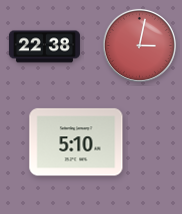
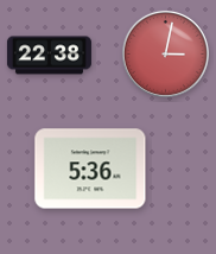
clock at (44, 47) position: (44, 47) -> (49, 56)
clock at (76, 142): 5:10 -> 5:36
